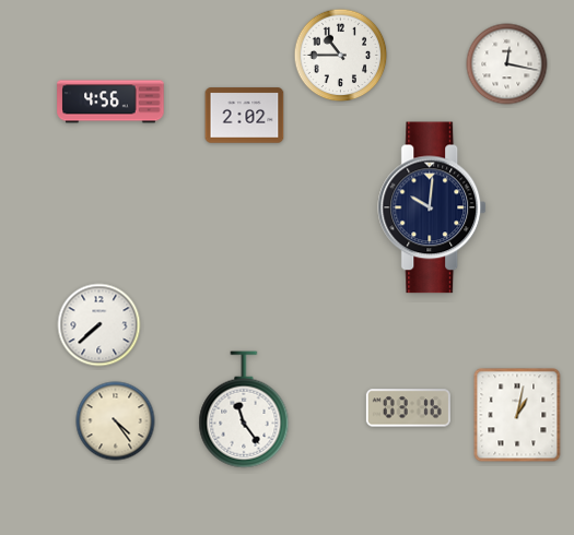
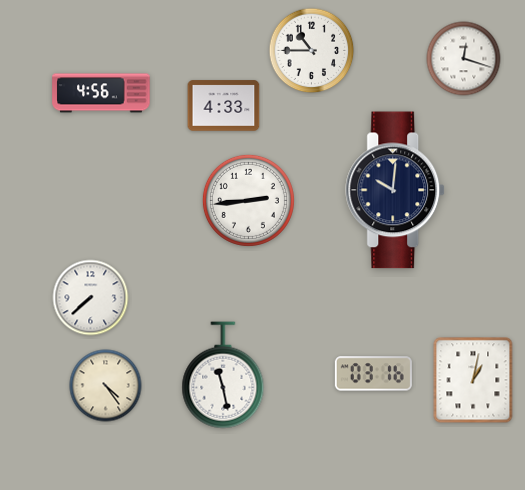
clock at (507, 64): 12:17 -> 12:18
clock at (245, 116): 2:02 -> 4:33
clock at (248, 200): none -> 2:44
clock at (244, 409): 11:24 -> 11:28
